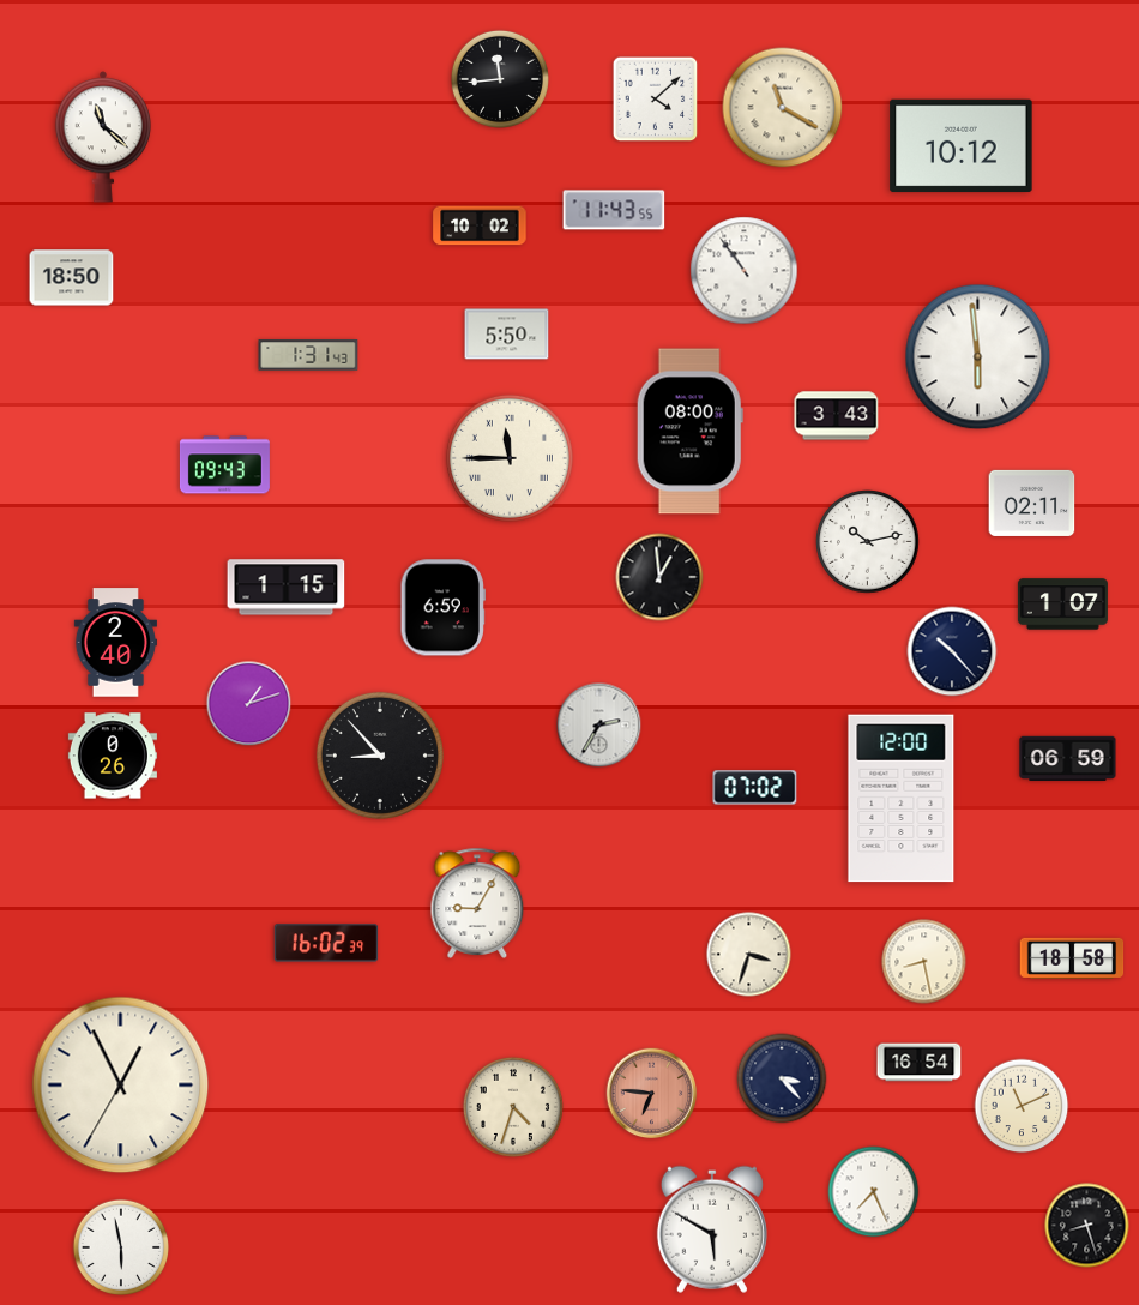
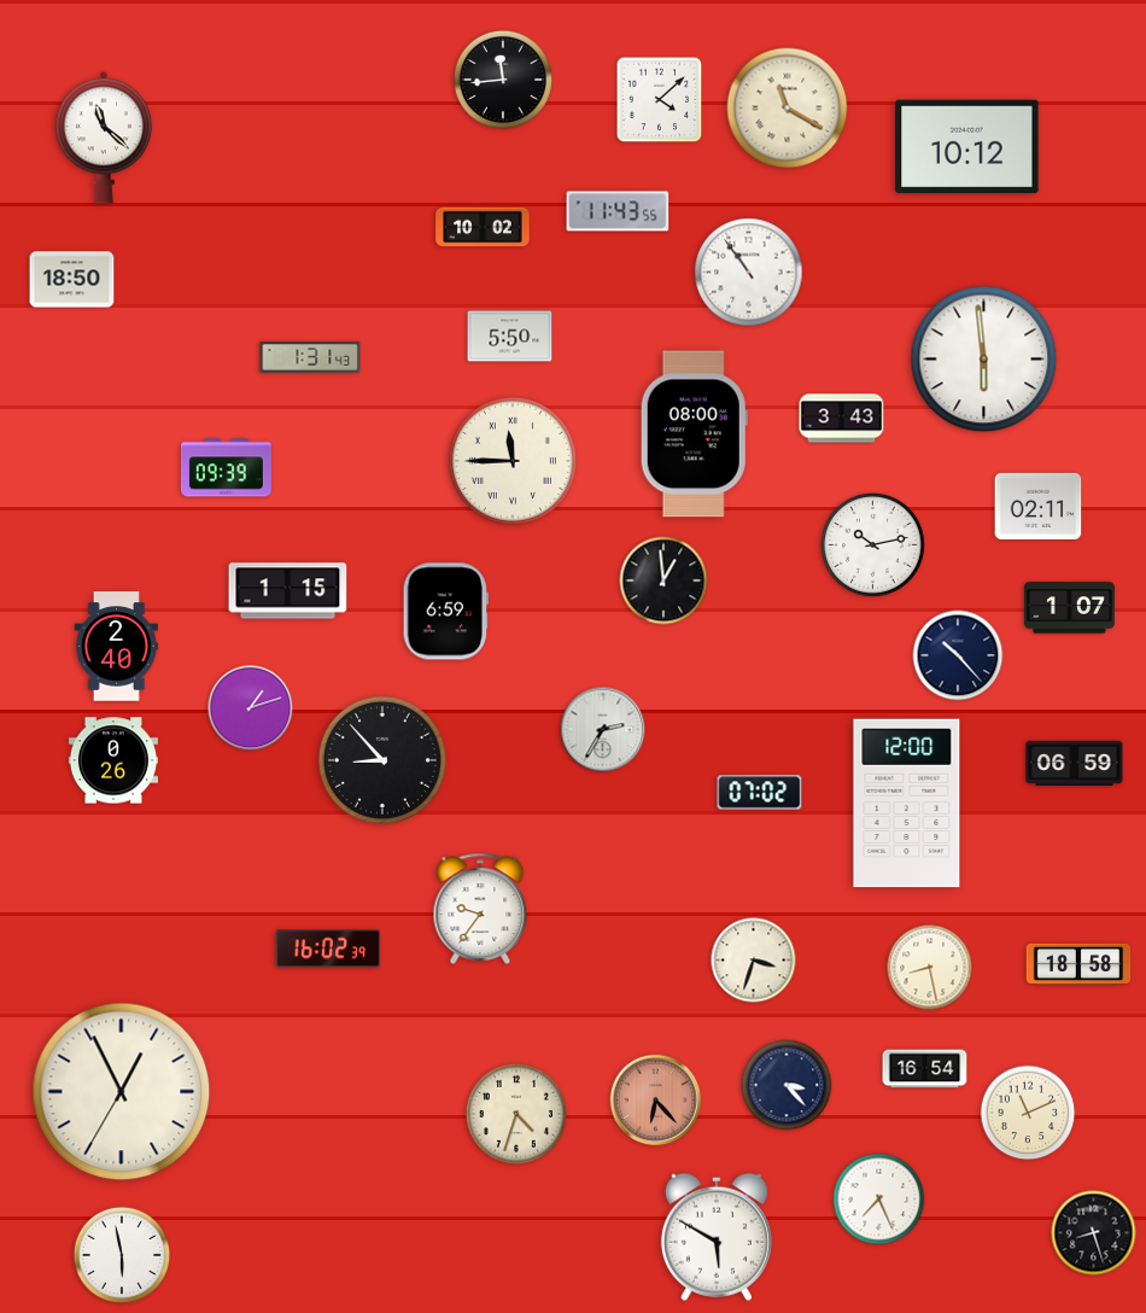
clock at (224, 465): 09:43 -> 09:39
clock at (477, 903): 9:05 -> 9:36
clock at (652, 1094): 6:46 -> 6:23
